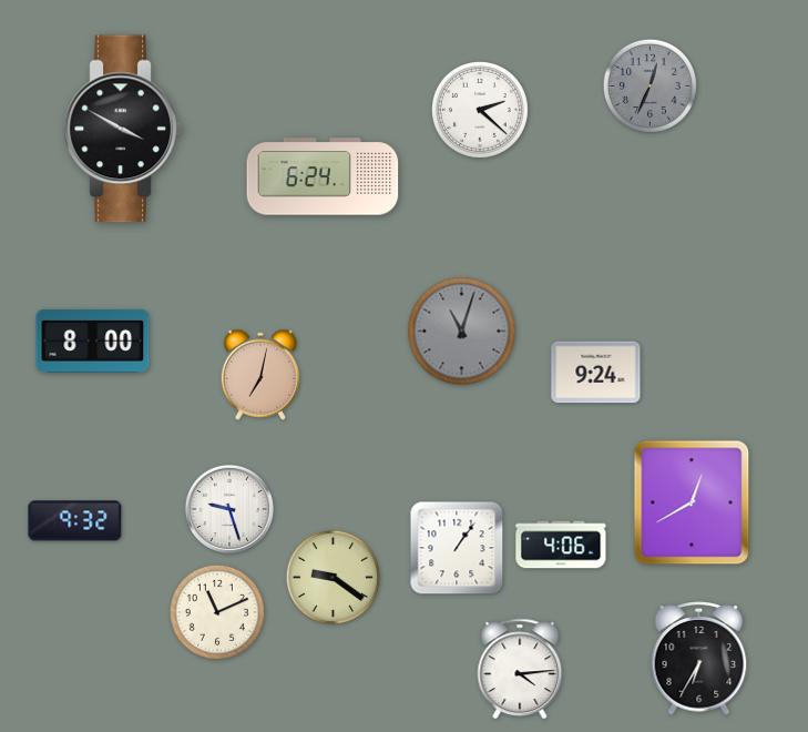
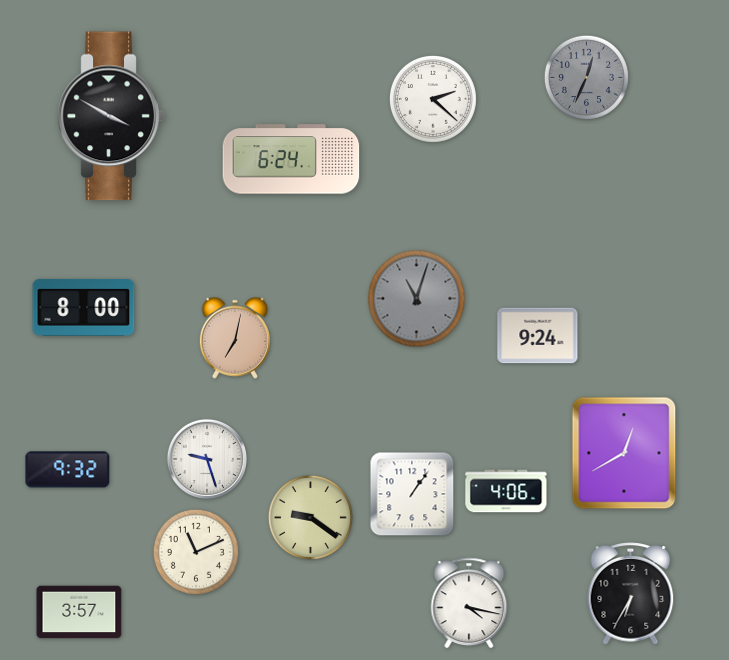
clock at (333, 577) position: (333, 577) -> (310, 517)
clock at (520, 669): 4:14 -> 4:17
clock at (79, 612): none -> 3:57
